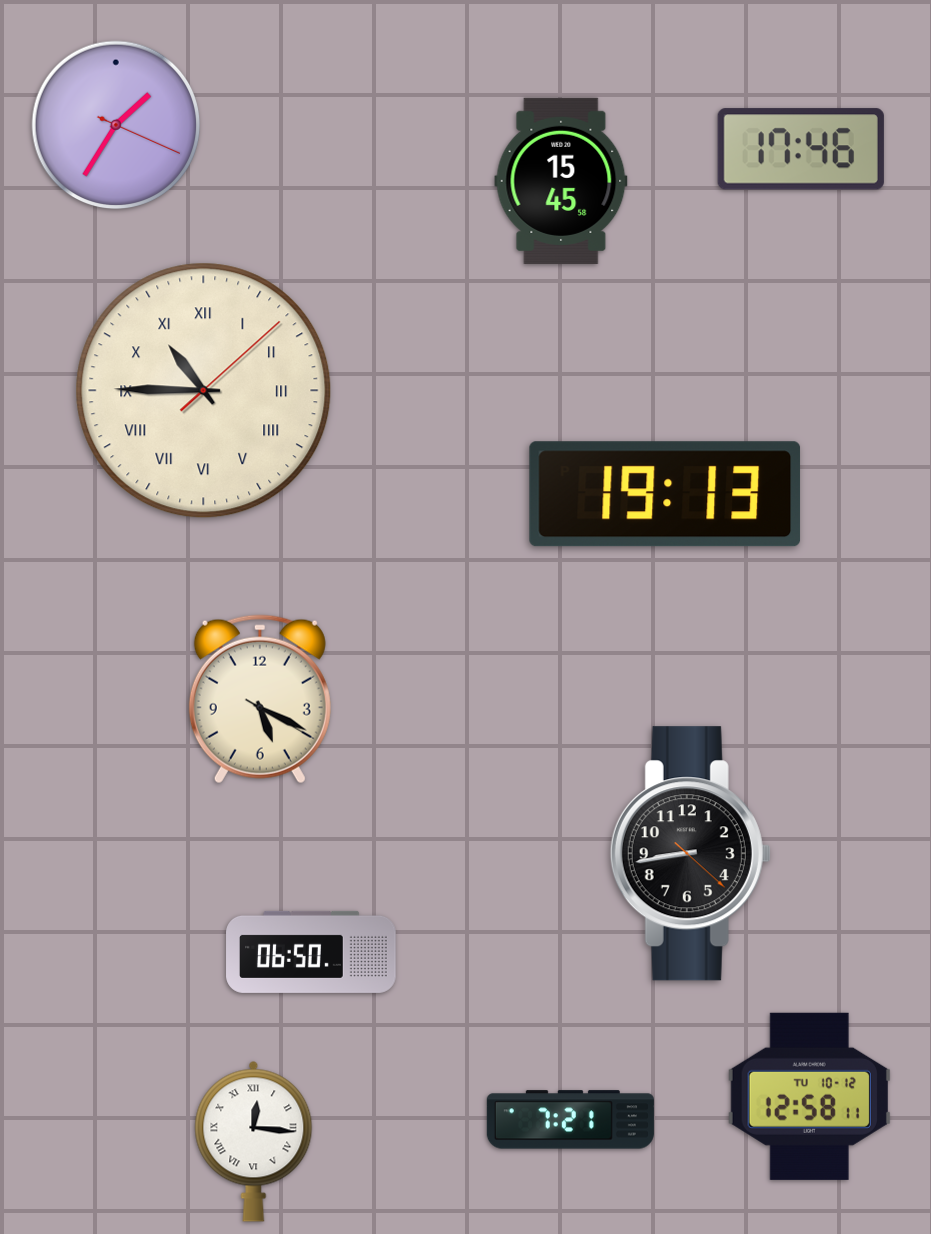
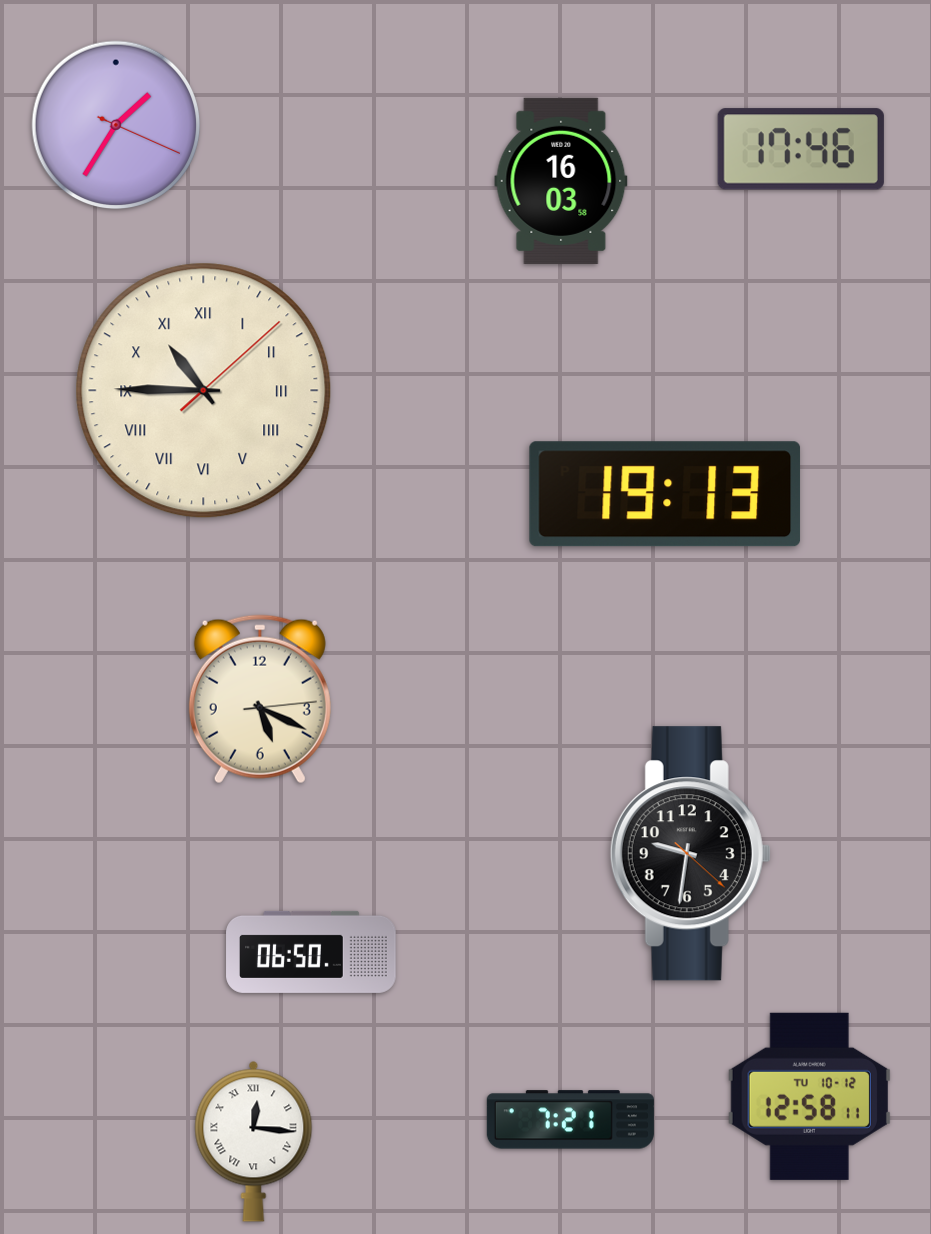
clock at (561, 181): 15:45 -> 16:03
clock at (260, 699): 5:19:20 -> 5:19:14
clock at (690, 854): 8:43 -> 9:31
